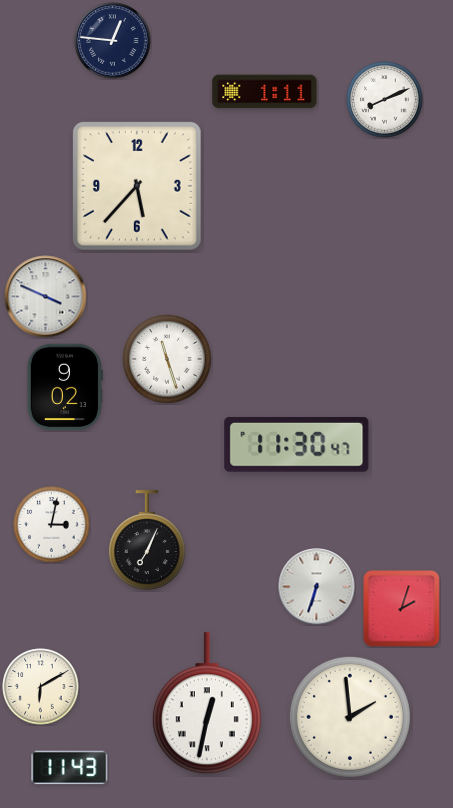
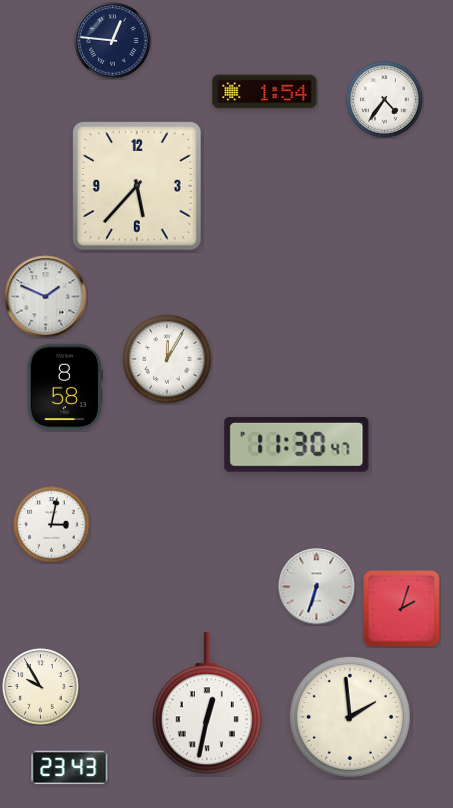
clock at (265, 92): 1:11 -> 1:54
clock at (385, 100): 8:11 -> 4:36
clock at (46, 297): 3:49 -> 1:49
clock at (167, 359): 11:27 -> 12:05
clock at (65, 387): 9:02 -> 8:58
clock at (147, 540): 7:04 -> none
clock at (41, 687): 6:10 -> 9:55
clock at (70, 768): 11:43 -> 23:43
